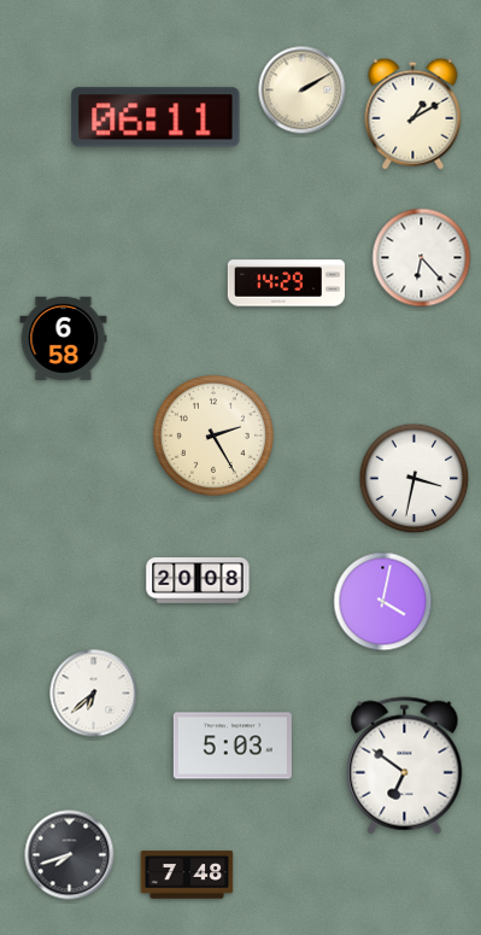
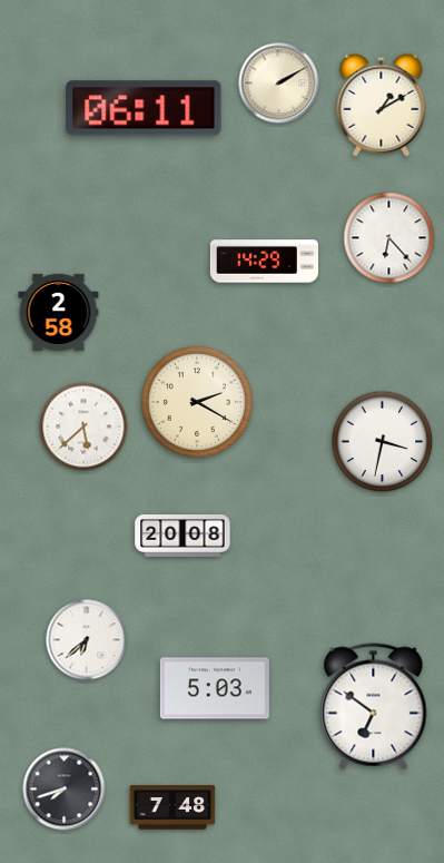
clock at (64, 338): 6:58 -> 2:58
clock at (213, 436): 2:25 -> 2:20
clock at (83, 426): none -> 5:38
clock at (383, 602): 4:02 -> none
